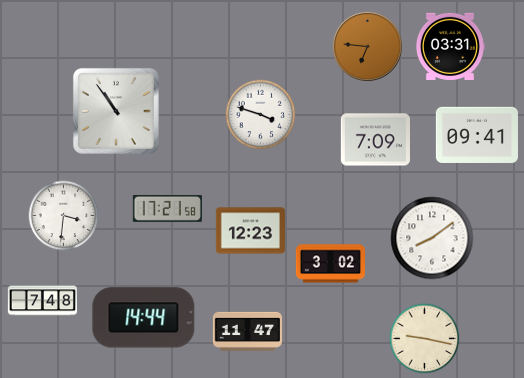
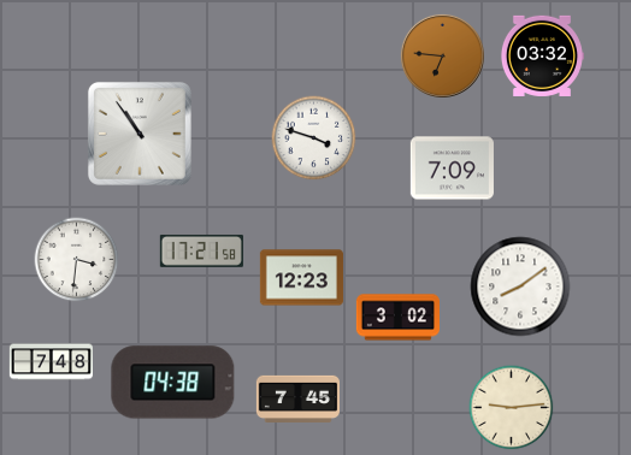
clock at (450, 46): 03:31 -> 03:32
clock at (477, 135): 09:41 -> none
clock at (144, 318): 14:44 -> 04:38
clock at (247, 331): 11:47 -> 7:45
clock at (425, 339): 9:17 -> 9:14
